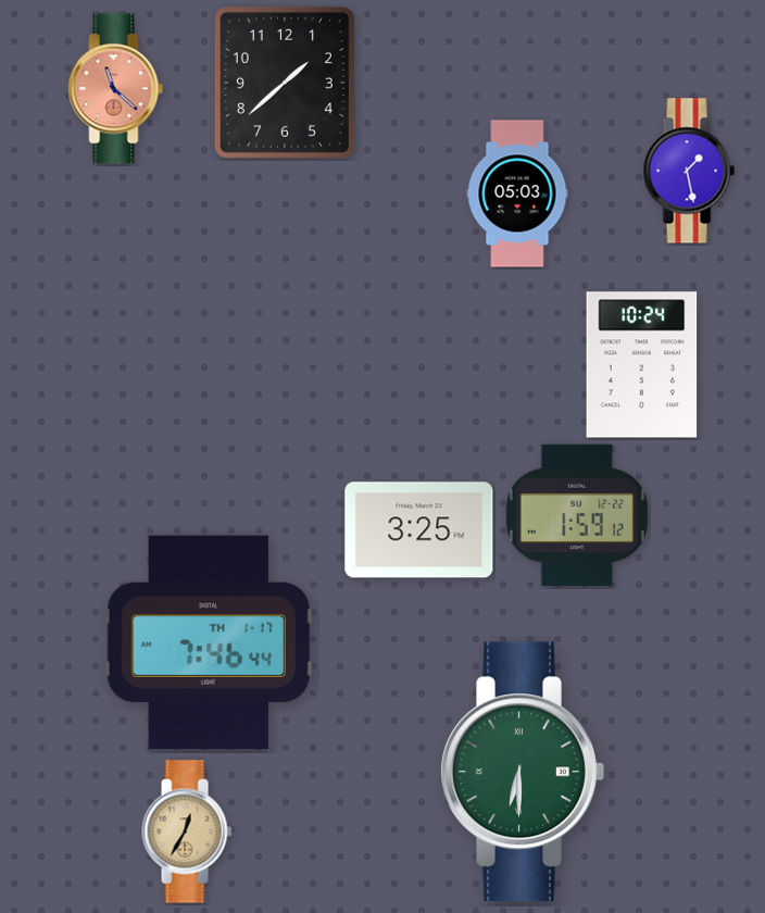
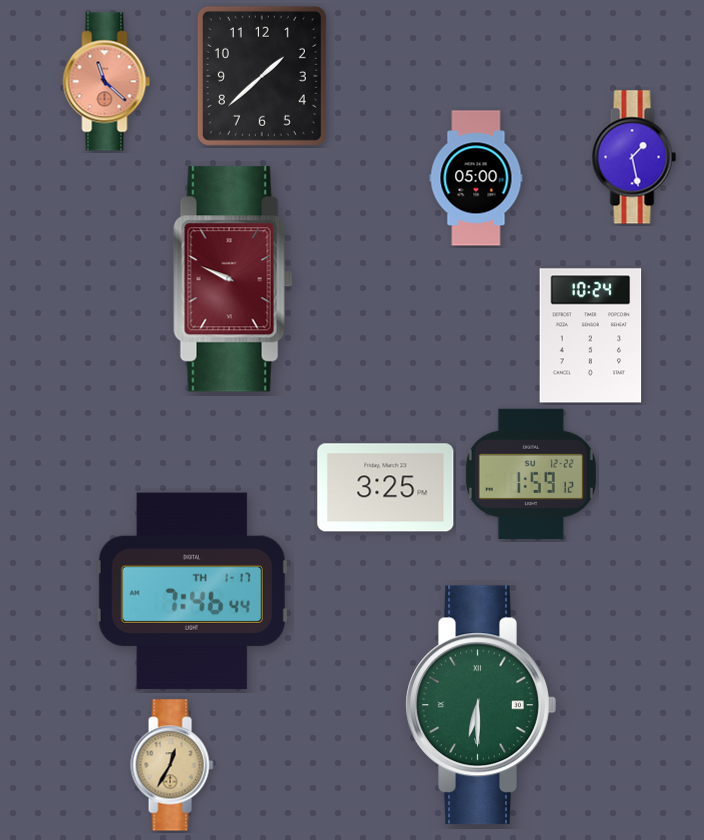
clock at (517, 193): 05:03 -> 05:00
clock at (233, 279): none -> 9:49
clock at (523, 772) position: (523, 772) -> (481, 705)
